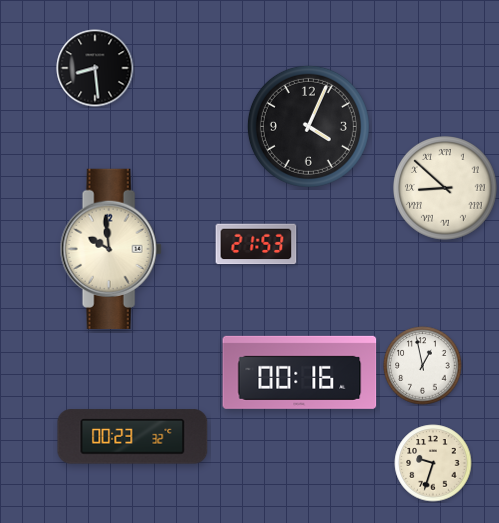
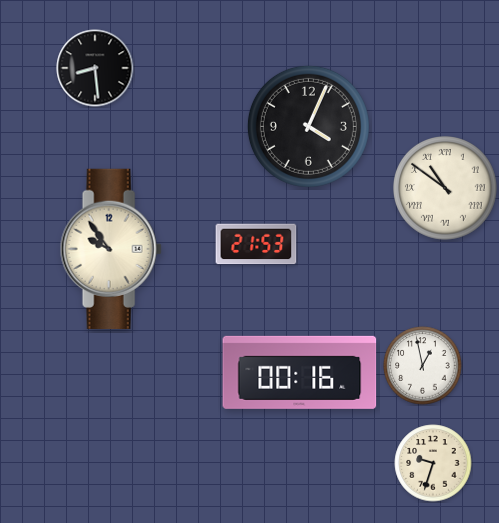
clock at (446, 189): 8:52 -> 10:51
clock at (111, 249): 9:59 -> 9:54
clock at (133, 437): 00:23 -> none
